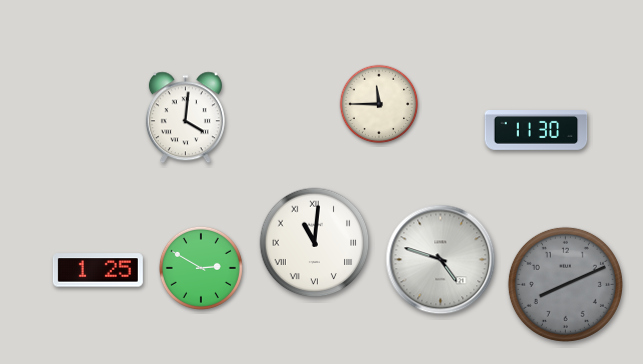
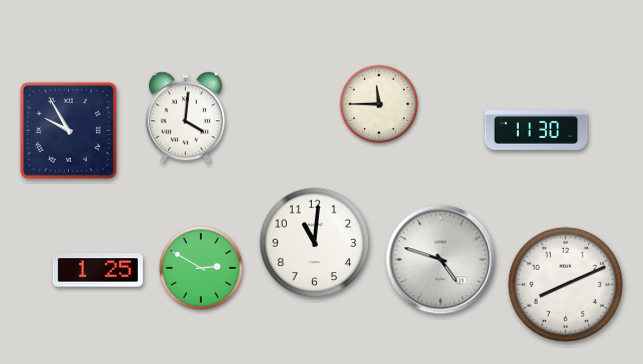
clock at (68, 130): none -> 9:55
clock at (315, 243) numerals: Roman -> Arabic
clock at (565, 284) dial: grey -> white
